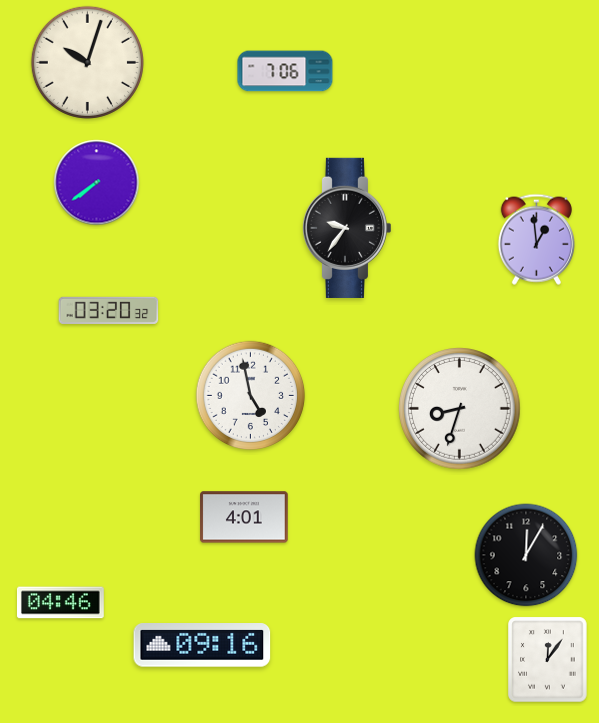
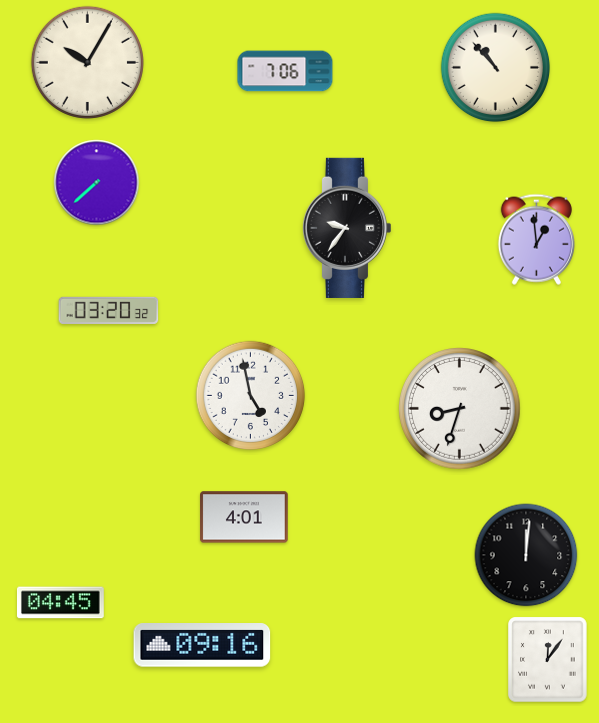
clock at (87, 62): 10:03 -> 10:05
clock at (496, 68): none -> 10:53
clock at (97, 183): 7:39 -> 7:38
clock at (526, 555): 12:05 -> 12:01
clock at (60, 603): 04:46 -> 04:45
